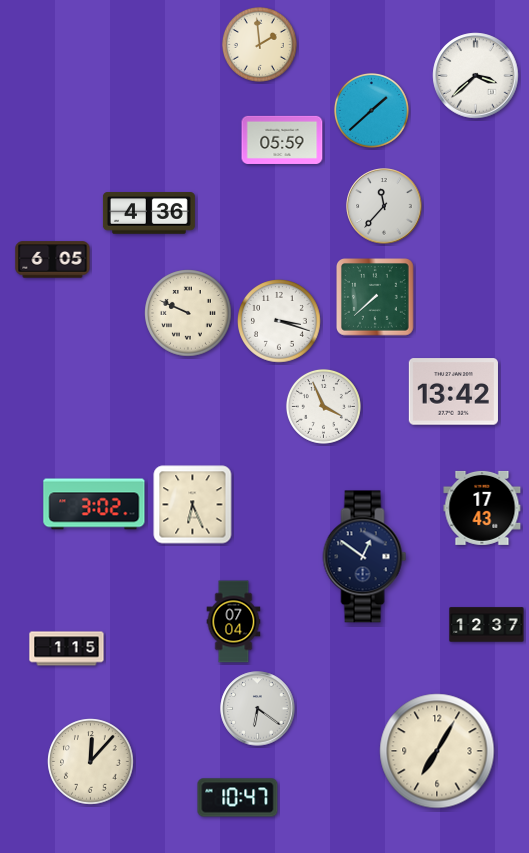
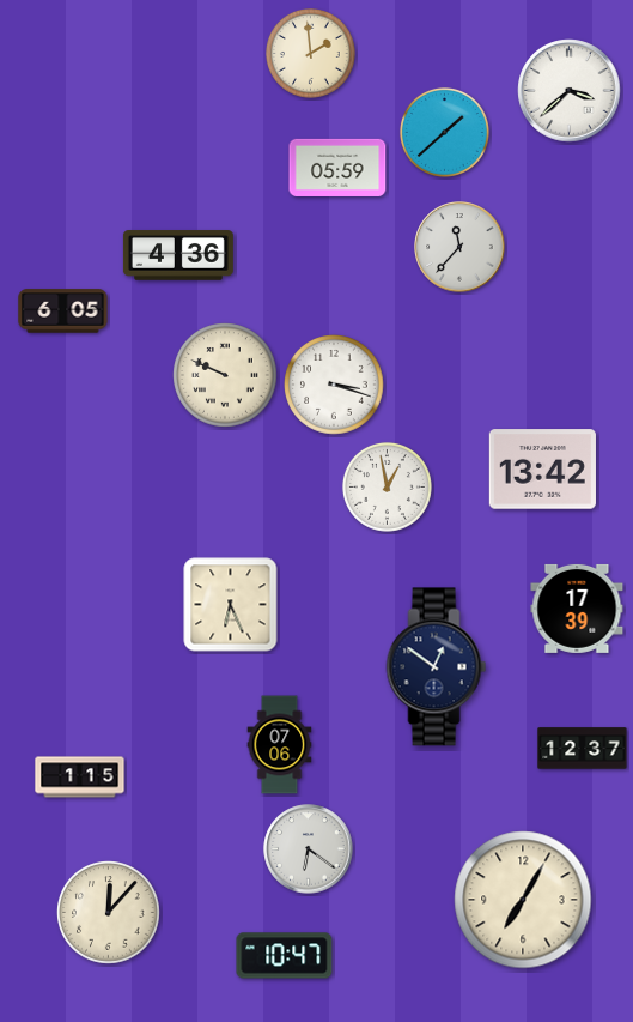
clock at (376, 298): 7:38 -> none
clock at (323, 406): 3:56 -> 12:58
clock at (94, 504): 3:02 -> none
clock at (482, 508): 17:43 -> 17:39
clock at (234, 622): 07:04 -> 07:06
